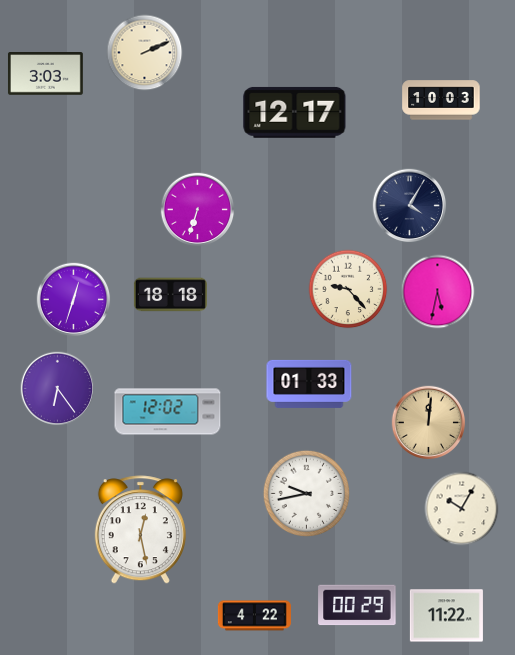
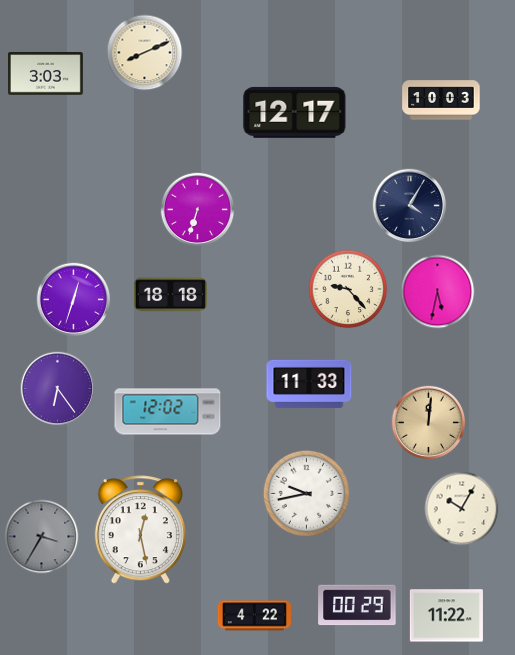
clock at (145, 53): 2:11 -> 8:11
clock at (309, 384): 01:33 -> 11:33
clock at (42, 537): none -> 3:35
